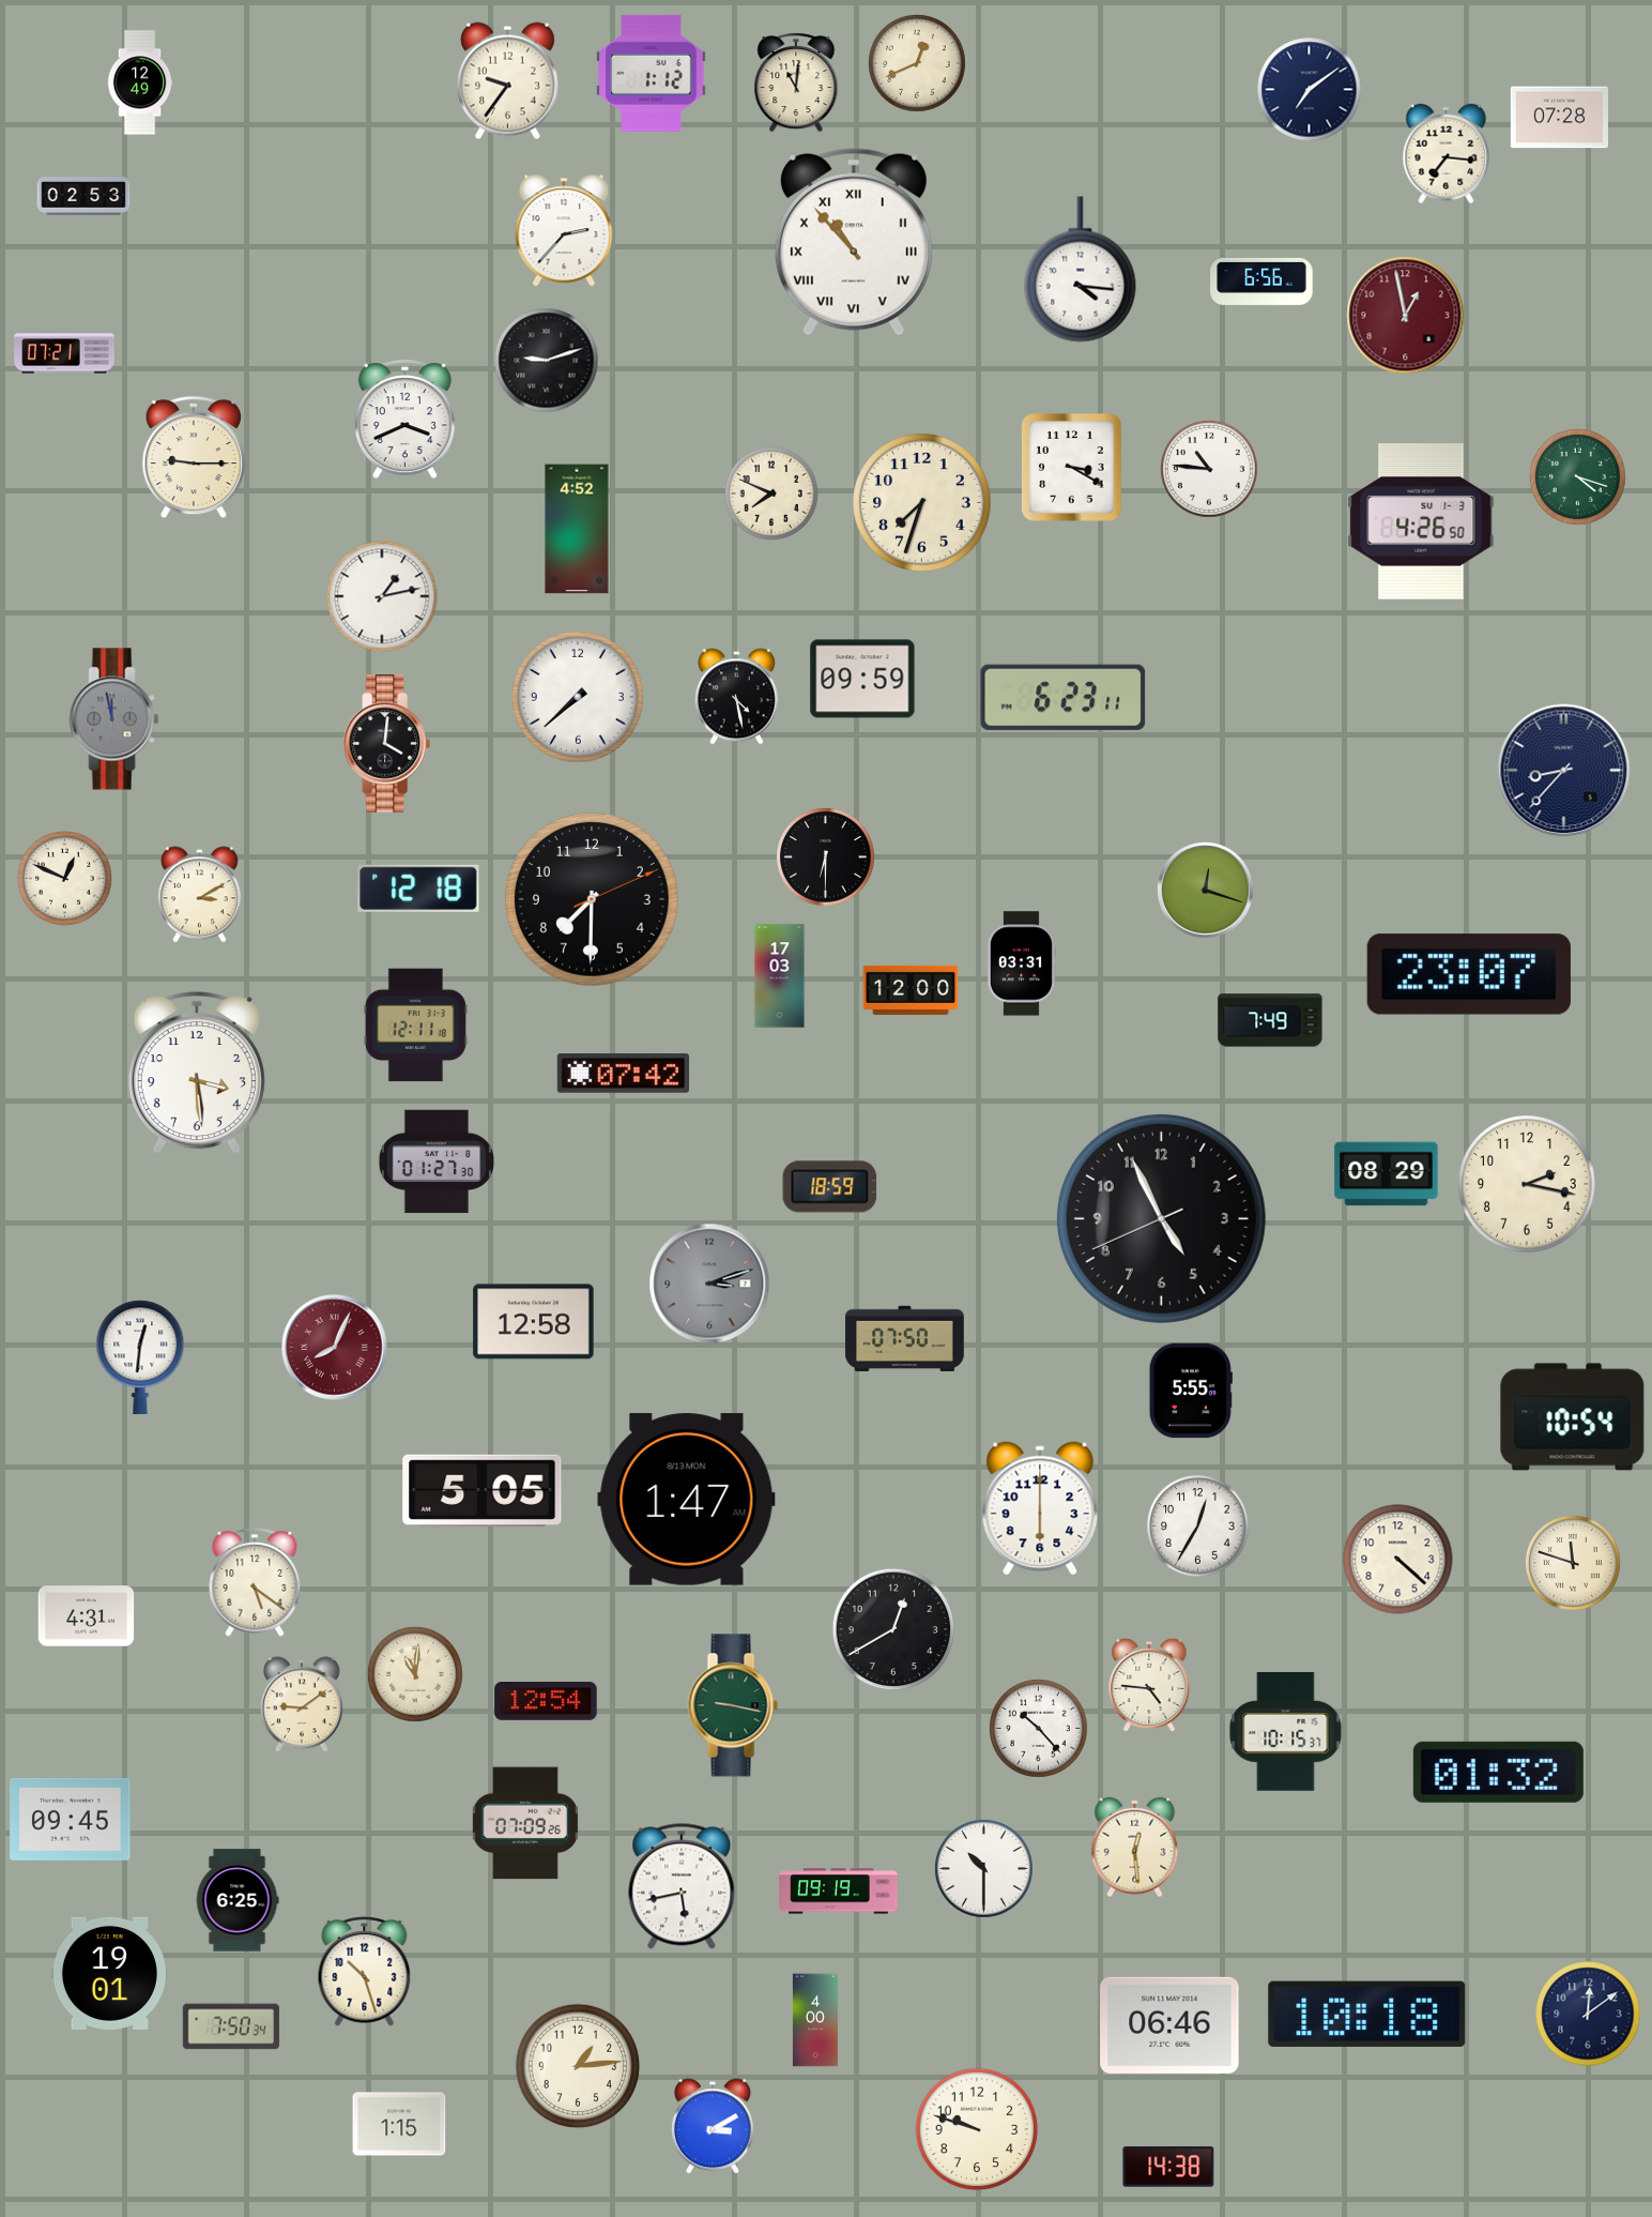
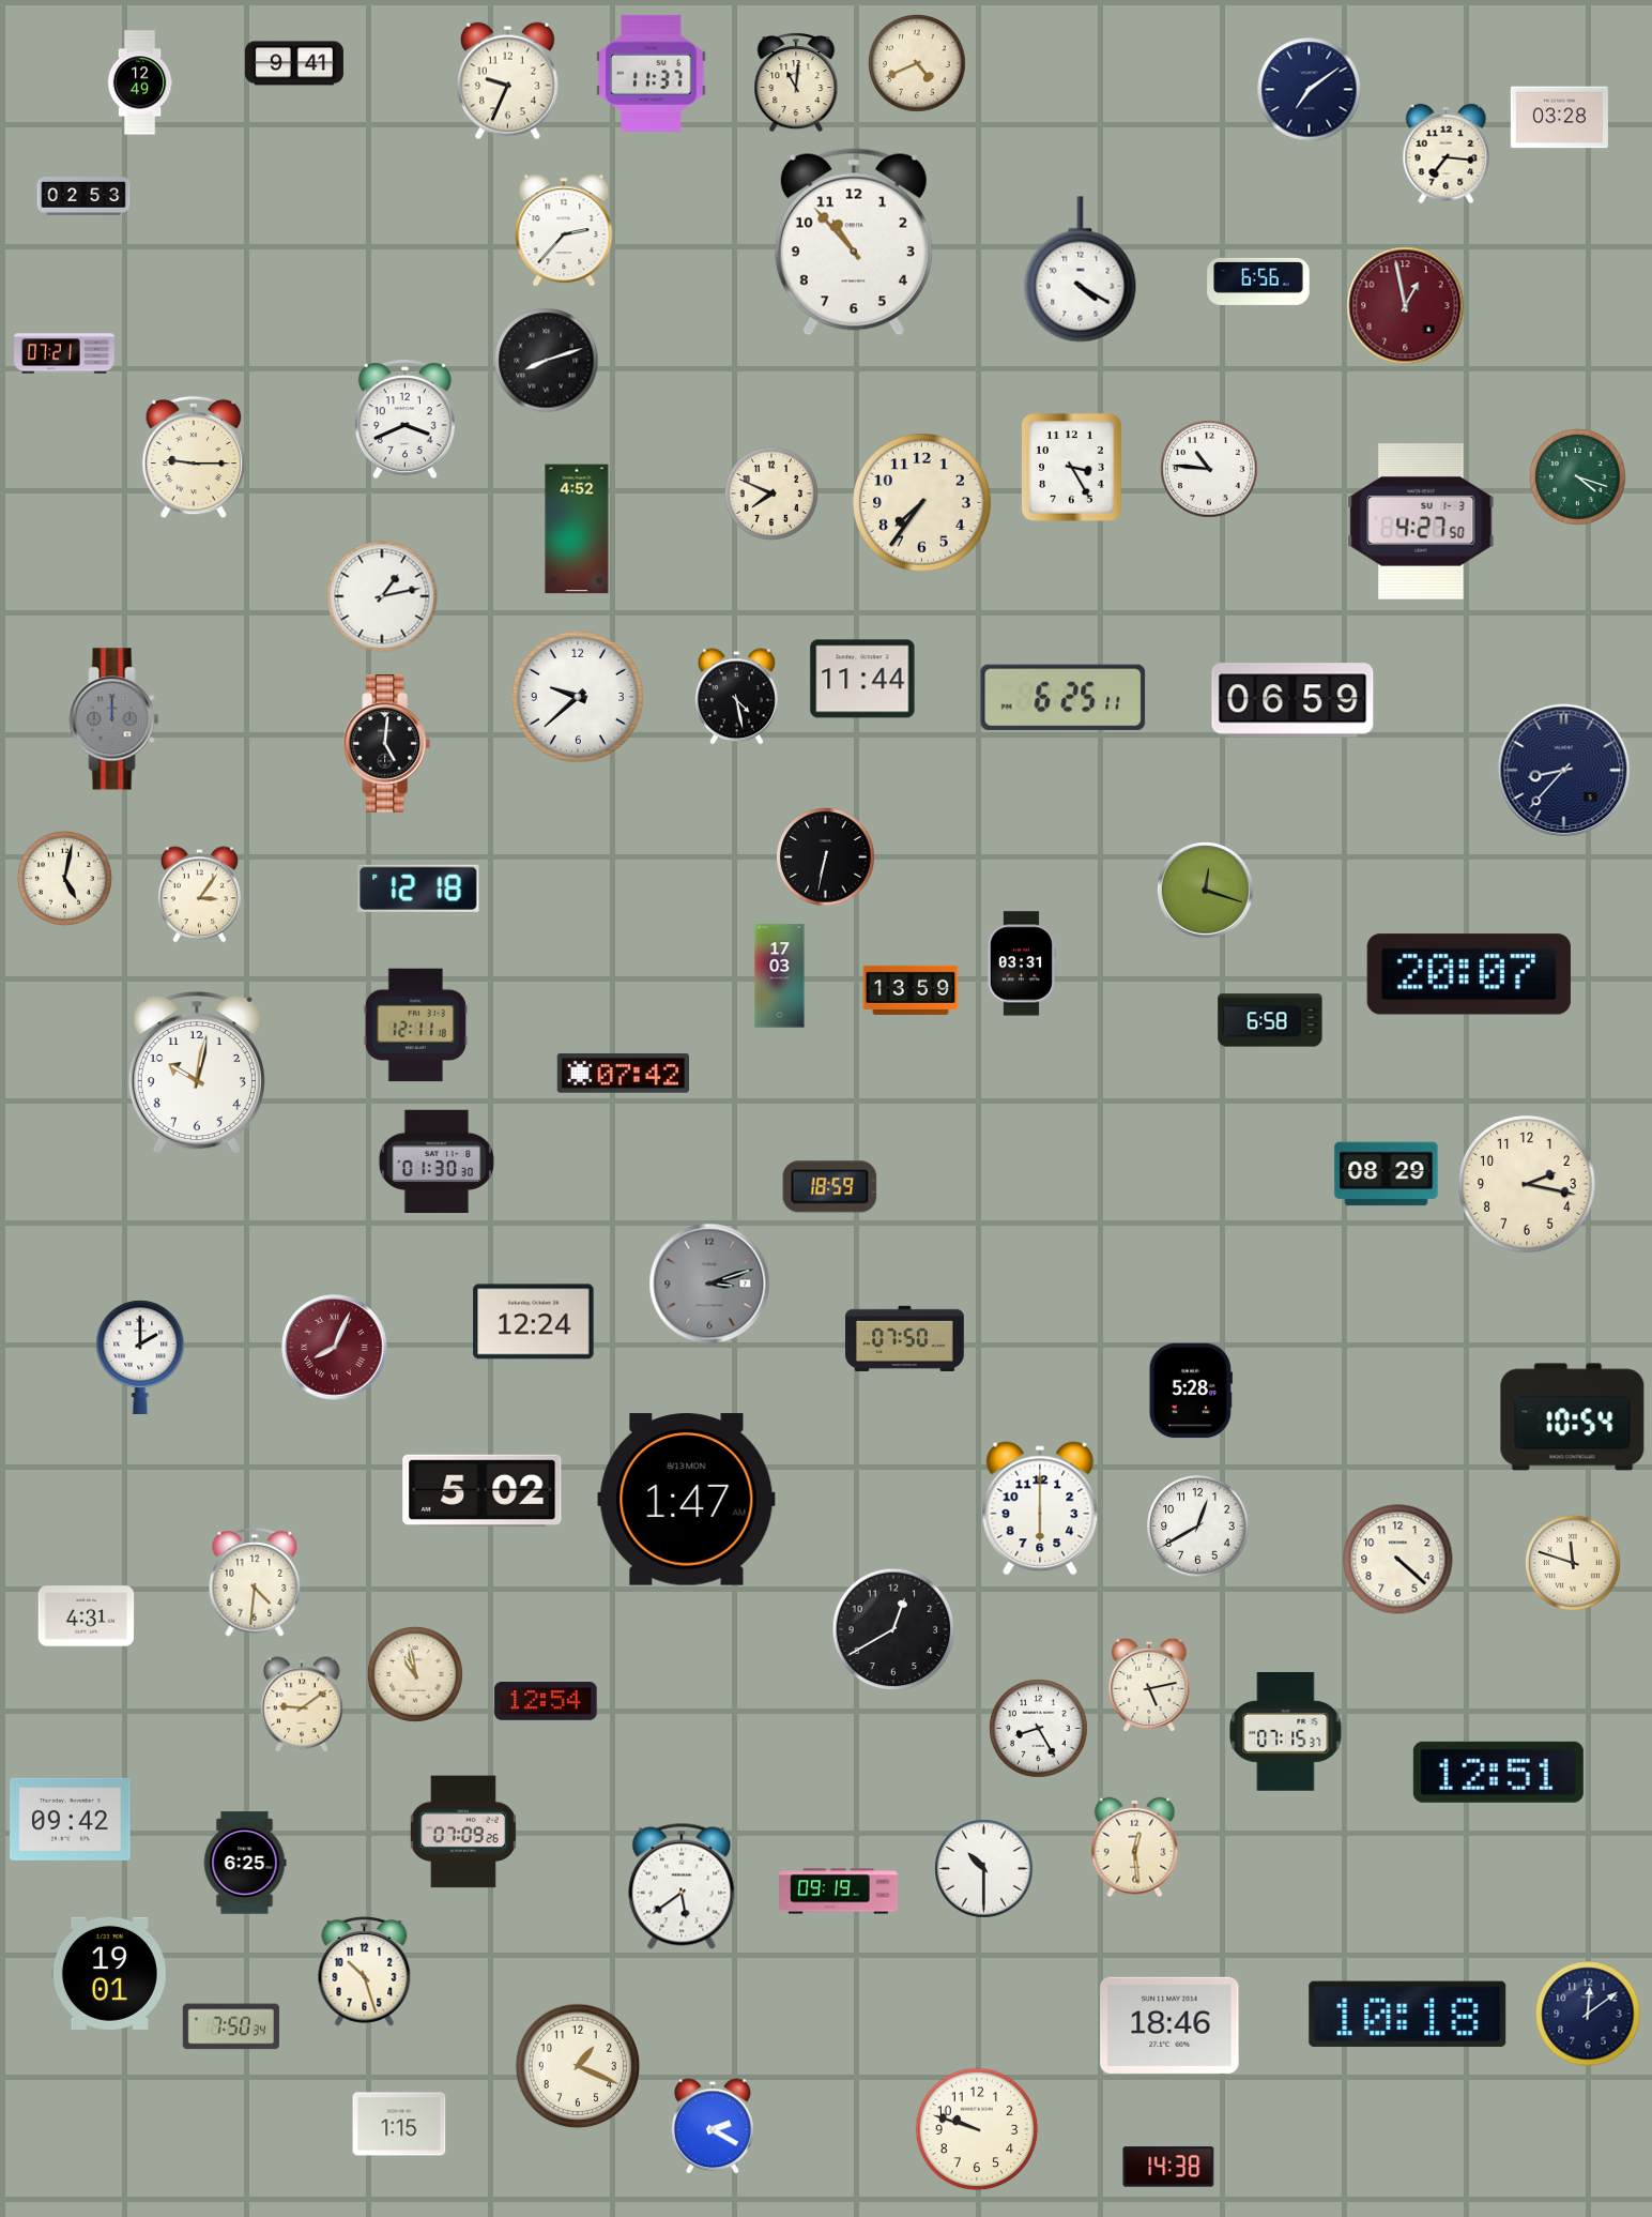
clock at (294, 63): none -> 9:41
clock at (918, 64): 12:41 -> 4:41
clock at (652, 73): 1:12 -> 11:37
clock at (507, 81): 9:36 -> 9:34
clock at (1559, 118): 07:28 -> 03:28
clock at (854, 242) numerals: Roman -> Arabic
clock at (1081, 270): 4:16 -> 4:20
clock at (1261, 282) position: (1261, 282) -> (1258, 282)
clock at (1406, 316) position: (1406, 316) -> (1406, 306)
clock at (547, 361): 9:12 -> 8:12
clock at (1072, 468): 3:20 -> 3:25
clock at (922, 503): 7:33 -> 7:36
clock at (1421, 521): 4:26 -> 4:27
clock at (862, 679): 09:59 -> 11:44
clock at (578, 697): 7:38 -> 9:38
clock at (1064, 697): 6:23 -> 6:25
clock at (1292, 700): none -> 06:59
clock at (114, 719): 11:58 -> 12:00
clock at (386, 744): 4:01 -> 5:01
clock at (826, 857): 6:30 -> 6:32
clock at (64, 878): 12:49 -> 5:02
clock at (199, 895): 3:10 -> 3:06
clock at (592, 899): 7:30 -> none
clock at (1469, 974): 23:07 -> 20:07
clock at (911, 990): 12:00 -> 13:59
clock at (1270, 1020): 7:49 -> 6:58
clock at (197, 1073): 3:29 -> 10:02
clock at (437, 1161): 01:27 -> 01:30
clock at (1161, 1218): 4:55 -> none
clock at (534, 1322): 12:58 -> 12:24
clock at (140, 1357): 12:31 -> 2:00
clock at (1191, 1391): 5:55 -> 5:28
clock at (483, 1490): 5:05 -> 5:02
clock at (1198, 1527): 12:35 -> 12:40
clock at (255, 1582): 5:21 -> 4:31
clock at (415, 1674): 11:01 -> 10:58
clock at (1149, 1685): 4:46 -> 5:13
clock at (733, 1705): 9:17 -> none
clock at (1039, 1729): 10:23 -> 8:25
clock at (1286, 1732): 10:15 -> 07:15
clock at (1498, 1772): 01:32 -> 12:51
clock at (71, 1819): 09:45 -> 09:42
clock at (525, 1823) position: (525, 1823) -> (463, 1832)
clock at (682, 1886): 5:43 -> 5:39
clock at (238, 1900) position: (238, 1900) -> (245, 1863)
clock at (1367, 2014) position: (1367, 2014) -> (1408, 2014)
clock at (815, 2020): 4:00 -> none
clock at (1169, 2025): 06:46 -> 18:46
clock at (578, 2066): 1:14 -> 1:19
clock at (713, 2126): 3:10 -> 2:20
